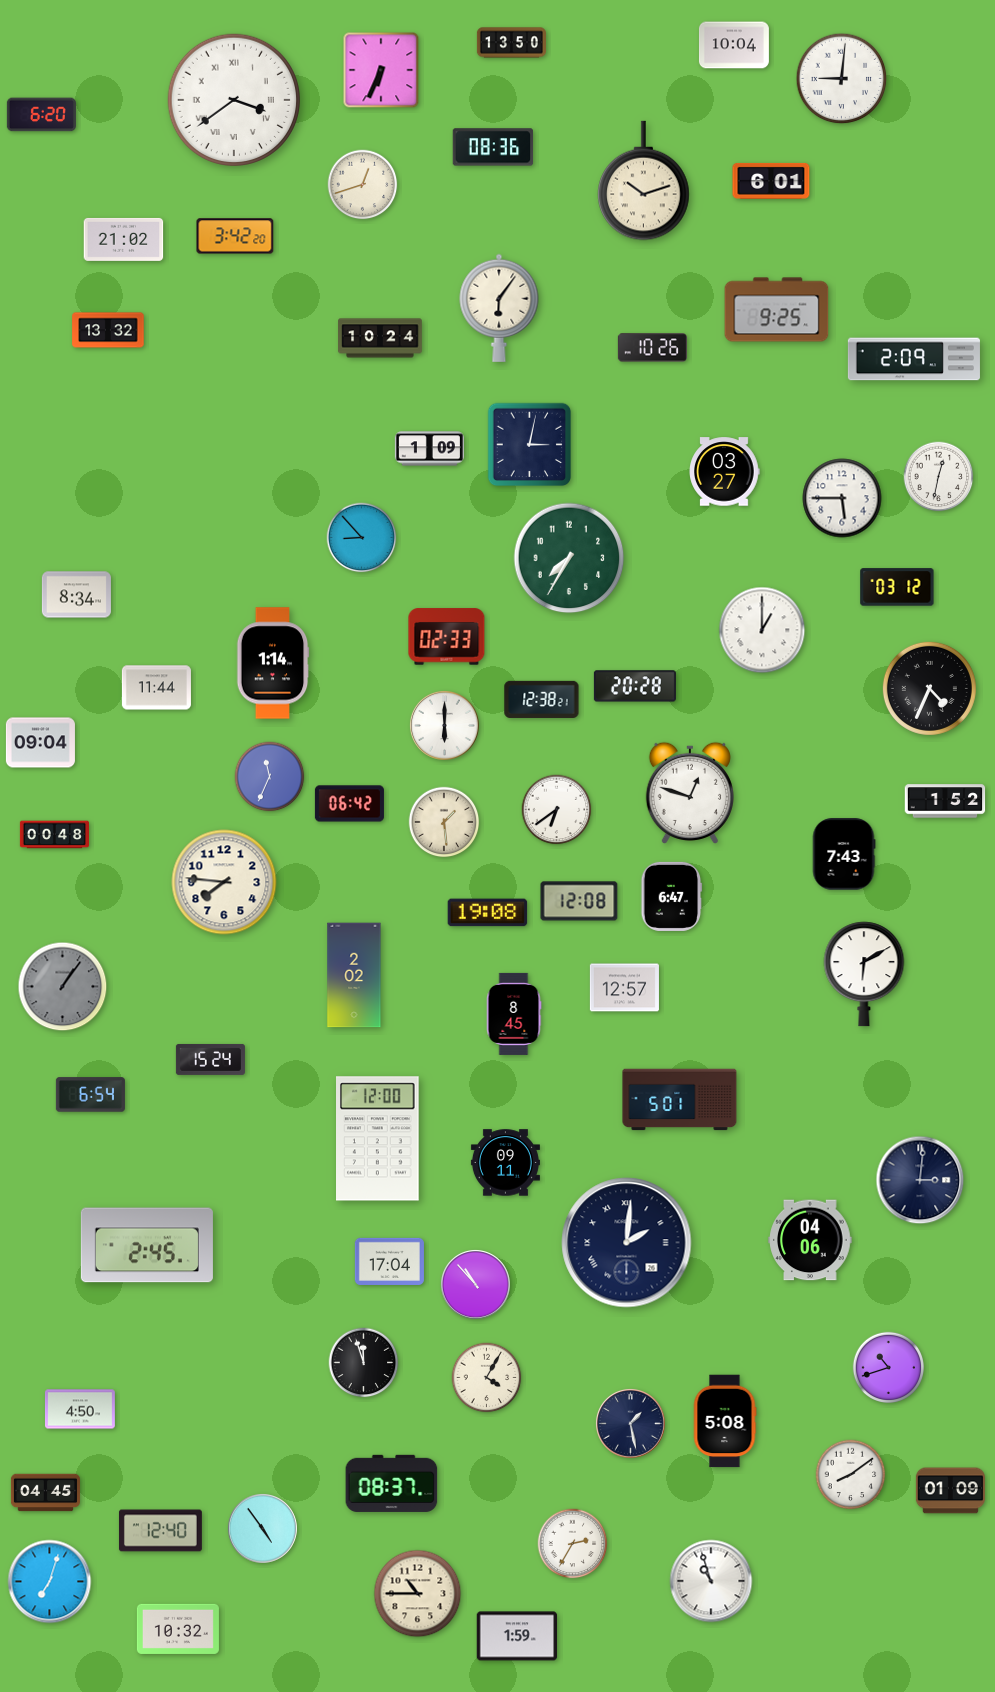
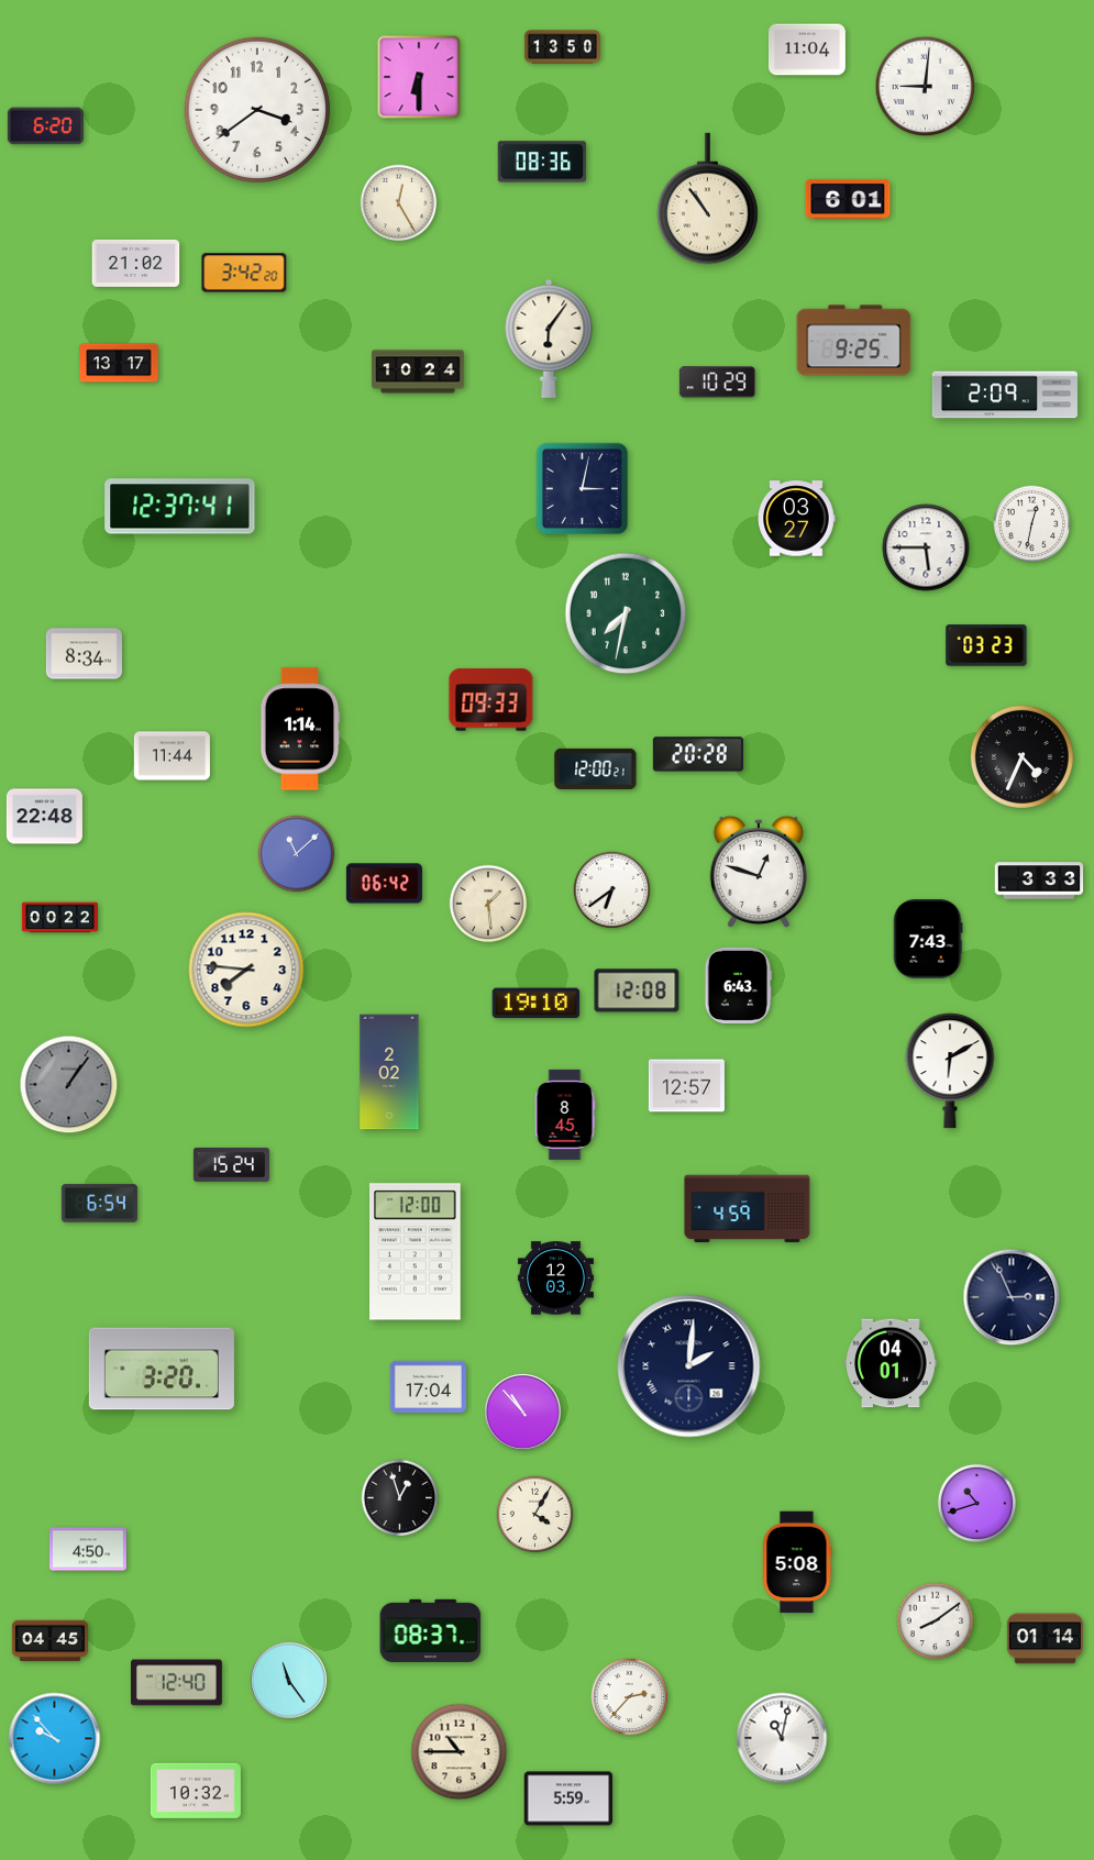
clock at (734, 45): 10:04 -> 11:04
clock at (381, 70): 6:34 -> 6:30
clock at (233, 99) numerals: Roman -> Arabic
clock at (644, 181): 10:12 -> 10:54
clock at (363, 185): 12:42 -> 12:25
clock at (235, 236) position: (235, 236) -> (244, 273)
clock at (108, 330): 13:32 -> 13:17
clock at (652, 348): 10:26 -> 10:29
clock at (429, 449): 1:09 -> none
clock at (180, 507): none -> 12:37
clock at (362, 538): 8:53 -> none
clock at (569, 558): 7:35 -> 7:32
clock at (897, 587): 03:12 -> 03:23
clock at (762, 630): 1:00 -> none
clock at (447, 637): 02:33 -> 09:33
clock at (542, 699): 12:38 -> 12:00
clock at (444, 725): 6:00 -> none
clock at (40, 743): 09:04 -> 22:48
clock at (270, 777): 11:34 -> 11:08
clock at (945, 801): 1:52 -> 3:33
clock at (54, 835): 00:48 -> 00:22
clock at (672, 896): 6:47 -> 6:43
clock at (488, 913): 19:08 -> 19:10
clock at (680, 1100): 5:01 -> 4:59
clock at (505, 1163): 09:11 -> 12:03
clock at (920, 1180): 3:01 -> 2:56
clock at (810, 1240): 04:06 -> 04:01
clock at (147, 1245): 2:45 -> 3:20
clock at (364, 1363): 11:57 -> 12:57
clock at (630, 1423): 1:28 -> none
clock at (950, 1491): 01:09 -> 01:14
clock at (262, 1528): 4:54 -> 11:24
clock at (573, 1544): 2:35 -> 2:37
clock at (711, 1581): 10:57 -> 11:02
clock at (50, 1582): 7:03 -> 9:53
clock at (517, 1636): 1:59 -> 5:59
